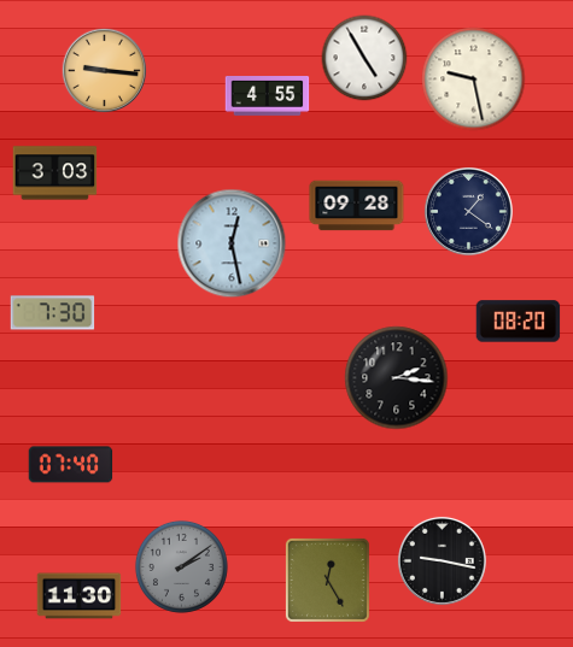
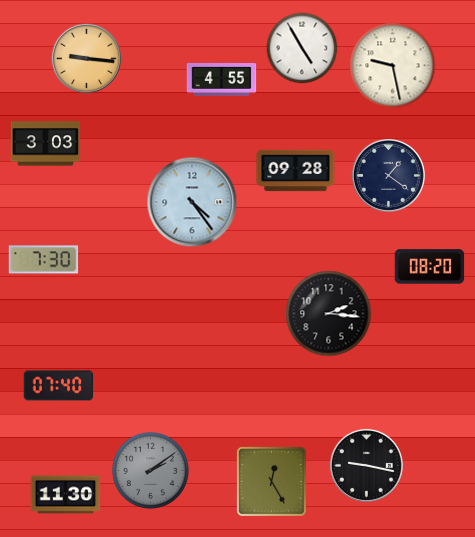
clock at (232, 243): 12:28 -> 4:24
